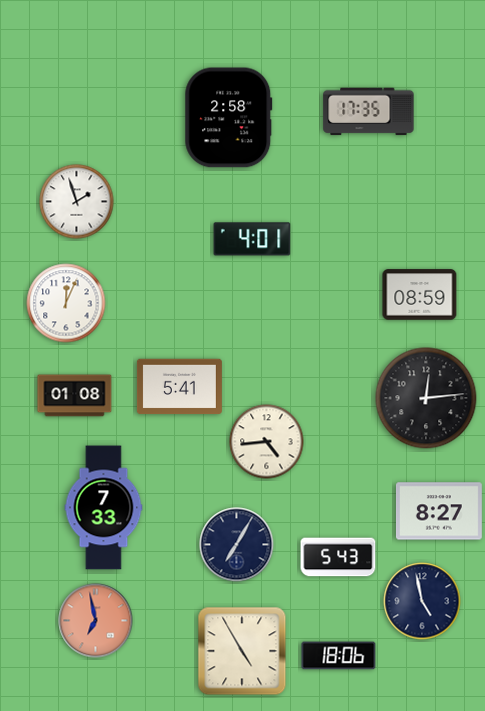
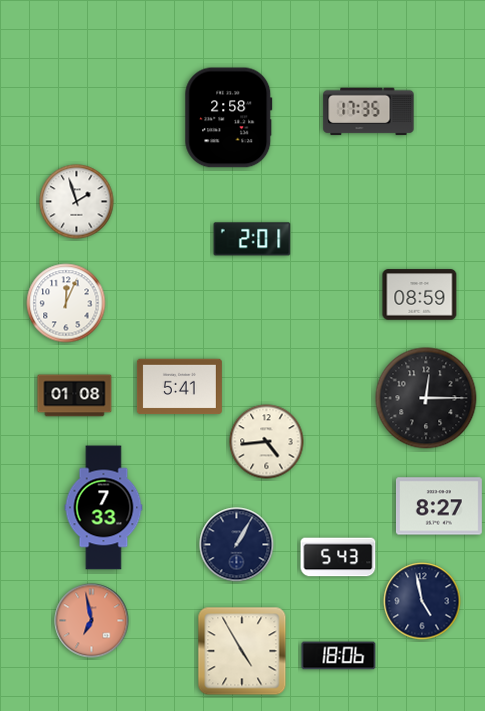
clock at (252, 239): 4:01 -> 2:01
clock at (426, 398): 12:14 -> 12:15
clock at (439, 511) position: (439, 511) -> (439, 506)
clock at (237, 545): 7:05 -> 1:05
clock at (96, 621) position: (96, 621) -> (92, 621)
